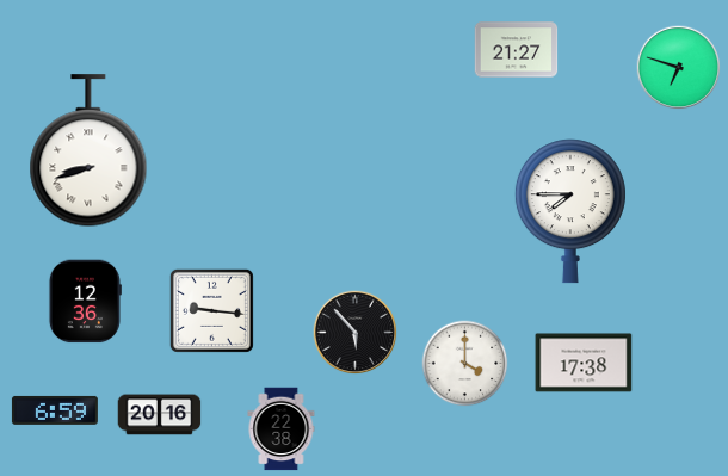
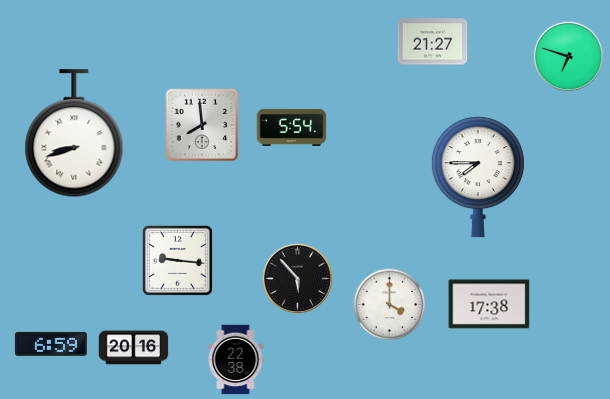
clock at (202, 125): none -> 7:59
clock at (88, 152) position: (88, 152) -> (74, 134)
clock at (292, 127): none -> 5:54
clock at (85, 302): 12:36 -> none
clock at (55, 410) position: (55, 410) -> (51, 344)
